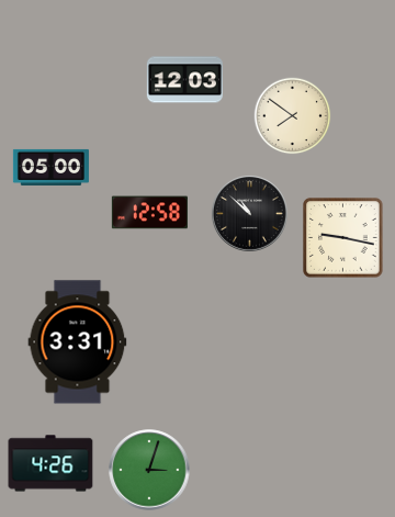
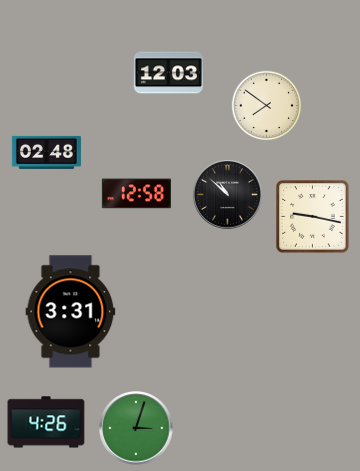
clock at (50, 167): 05:00 -> 02:48
